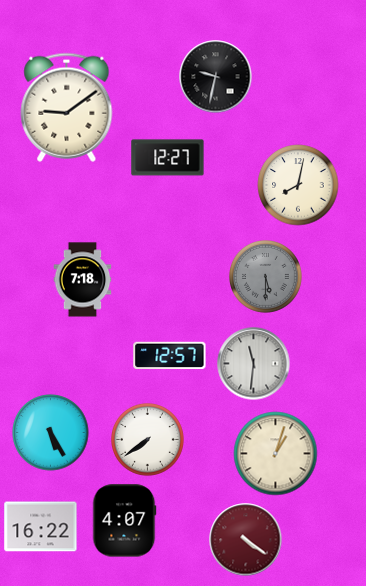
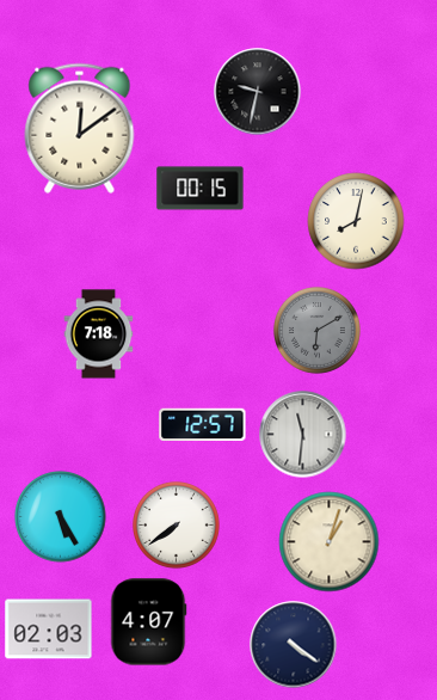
clock at (67, 107): 9:09 -> 12:09
clock at (168, 158): 12:27 -> 00:15
clock at (266, 277): 5:30 -> 6:10
clock at (41, 527): 16:22 -> 02:03
clock at (246, 540) dial: burgundy -> navy
